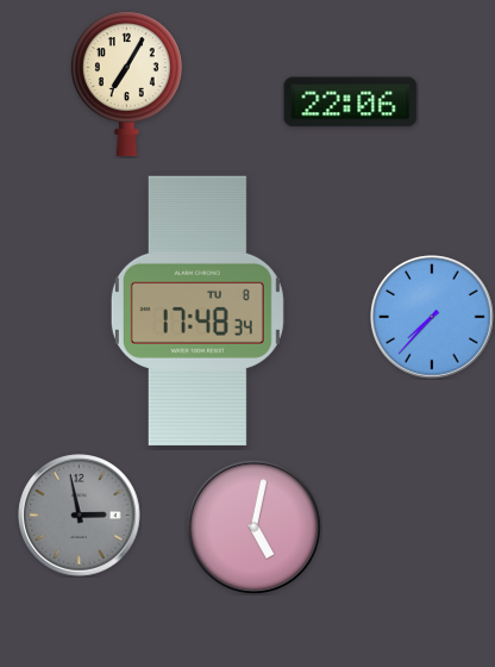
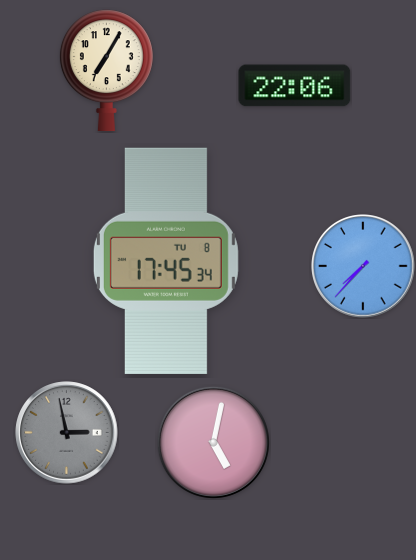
clock at (198, 311): 17:48 -> 17:45
